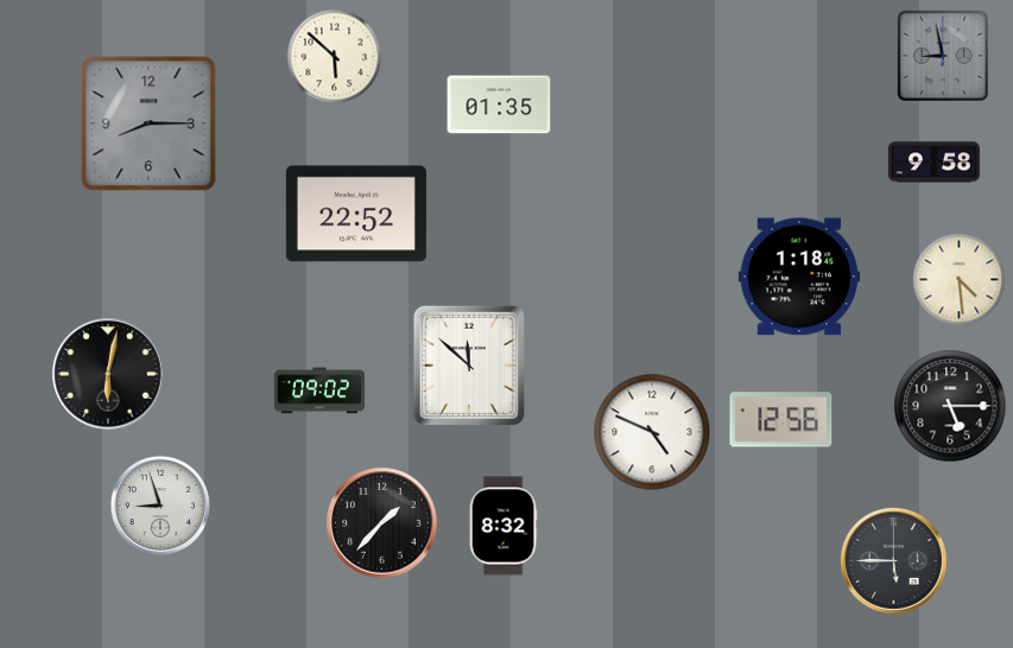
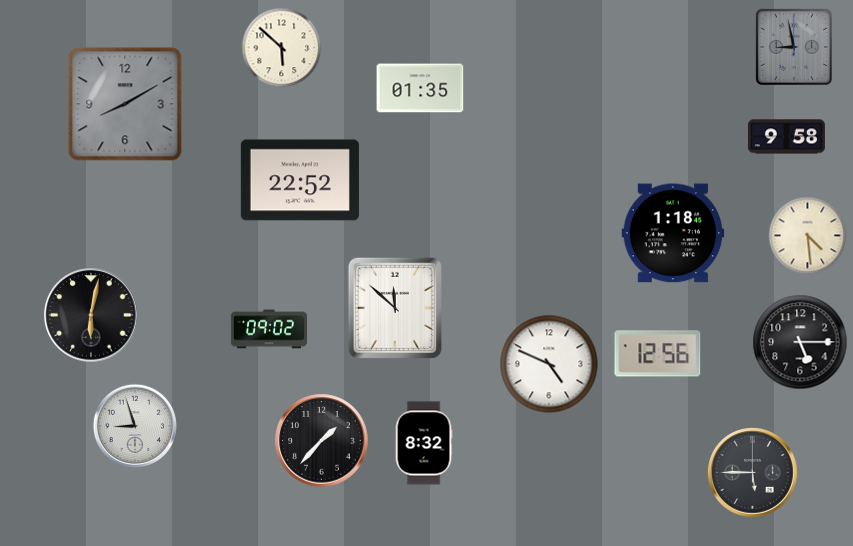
clock at (148, 123): 8:15 -> 8:10
